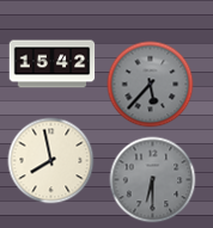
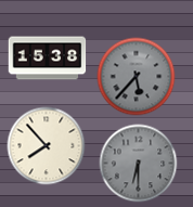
clock at (53, 64): 15:42 -> 15:38
clock at (51, 161): 7:58 -> 7:53
